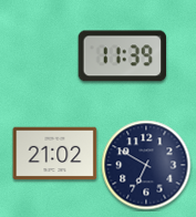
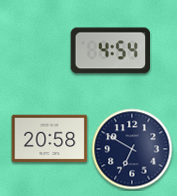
clock at (123, 56): 11:39 -> 4:54
clock at (55, 154): 21:02 -> 20:58
